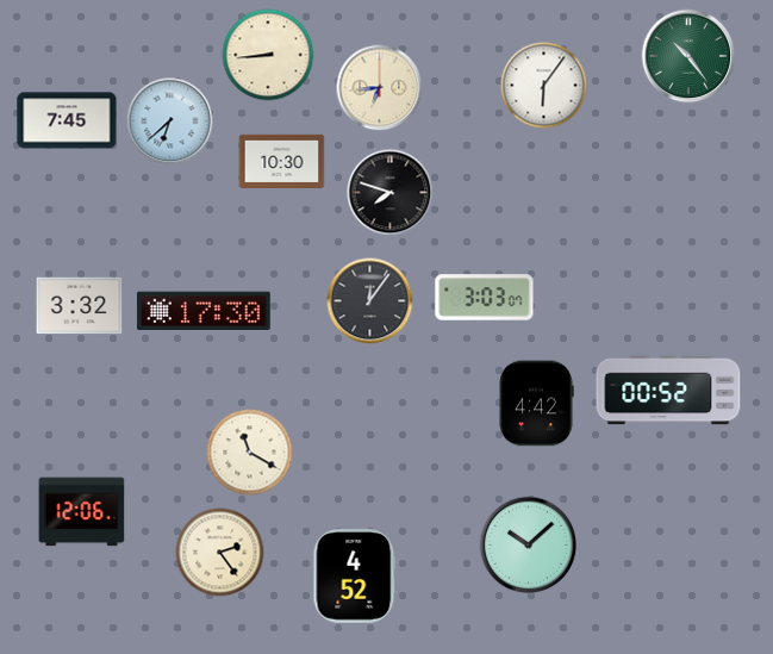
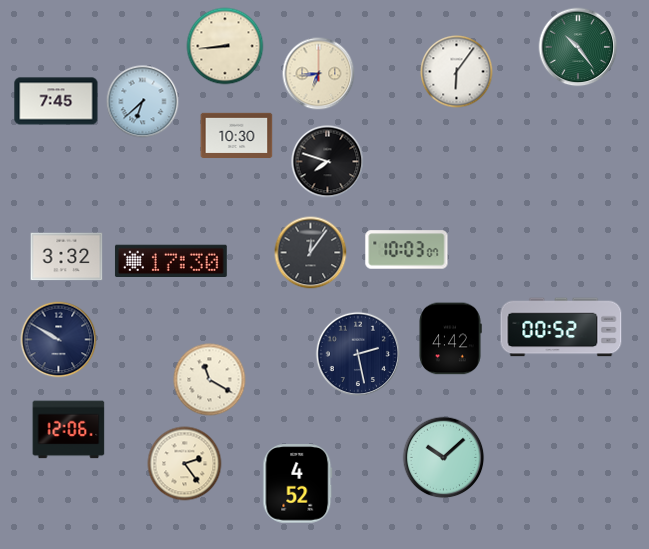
clock at (485, 298): 3:03 -> 10:03
clock at (59, 340): none -> 9:50
clock at (358, 354): none -> 2:28
